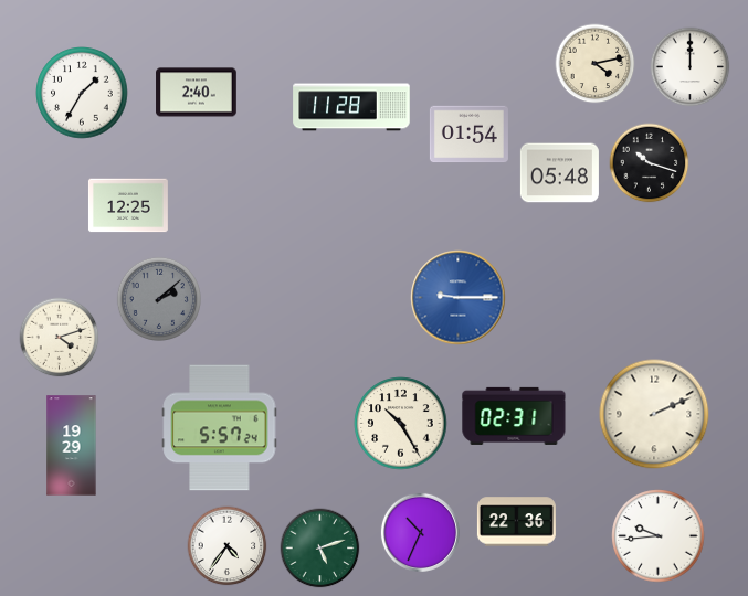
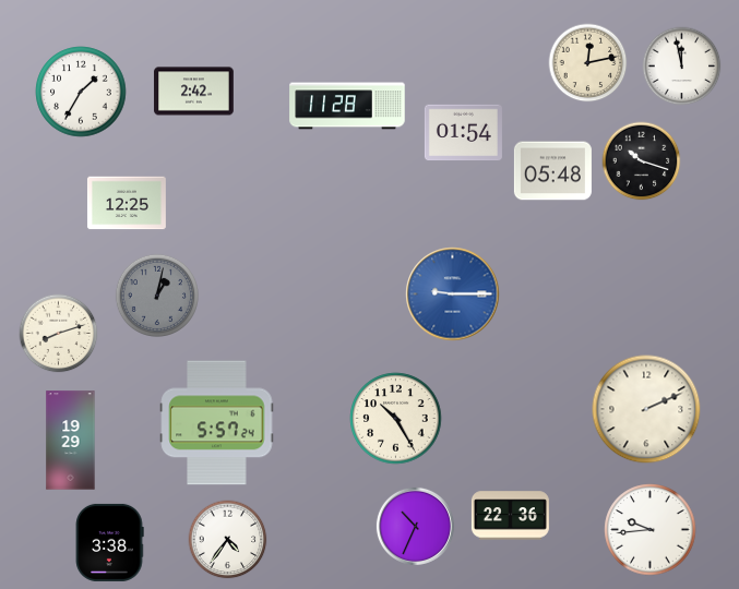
clock at (596, 64): 4:13 -> 12:13
clock at (691, 67): 12:00 -> 11:58
clock at (197, 93): 2:40 -> 2:42
clock at (158, 298): 2:08 -> 1:02
clock at (60, 338): 4:12 -> 8:12
clock at (514, 416): 02:31 -> none
clock at (228, 546) position: (228, 546) -> (228, 540)
clock at (109, 542): none -> 3:38
clock at (320, 549): 5:12 -> none
